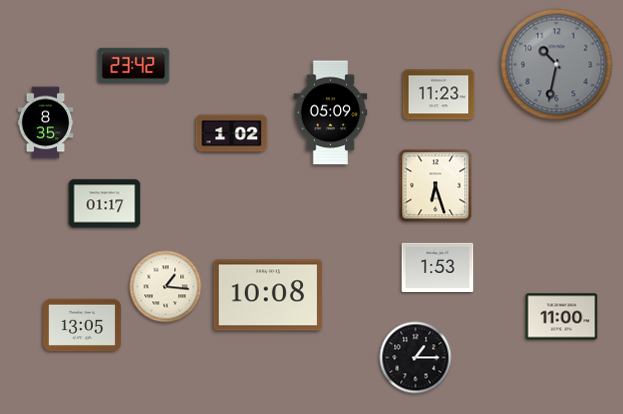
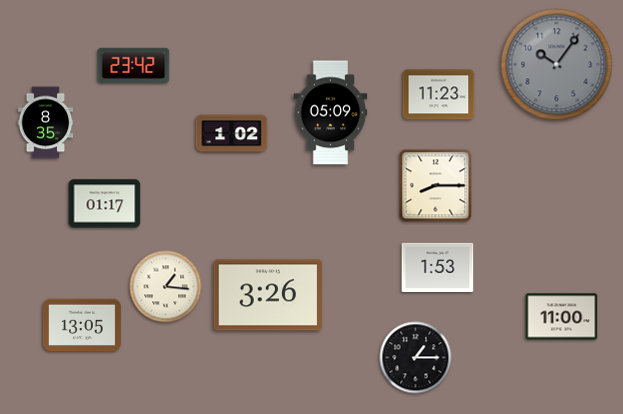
clock at (557, 65): 10:32 -> 10:06
clock at (436, 186): 6:27 -> 8:15
clock at (268, 295): 10:08 -> 3:26
